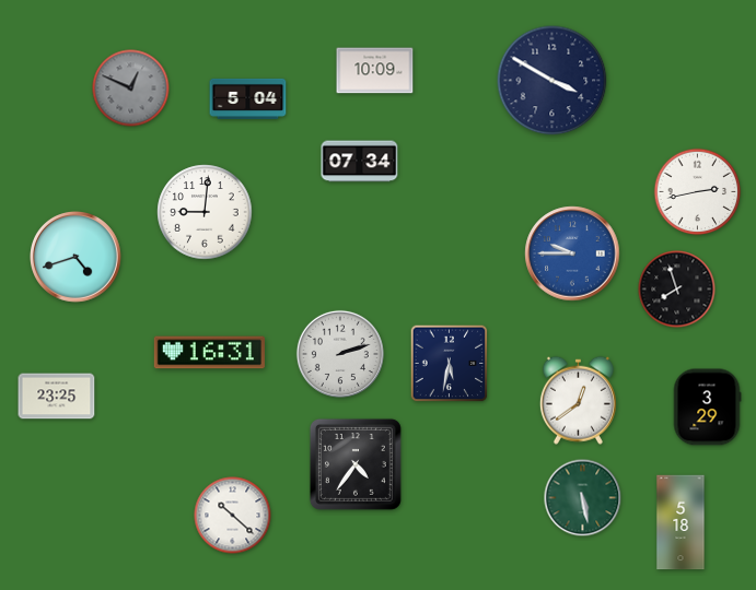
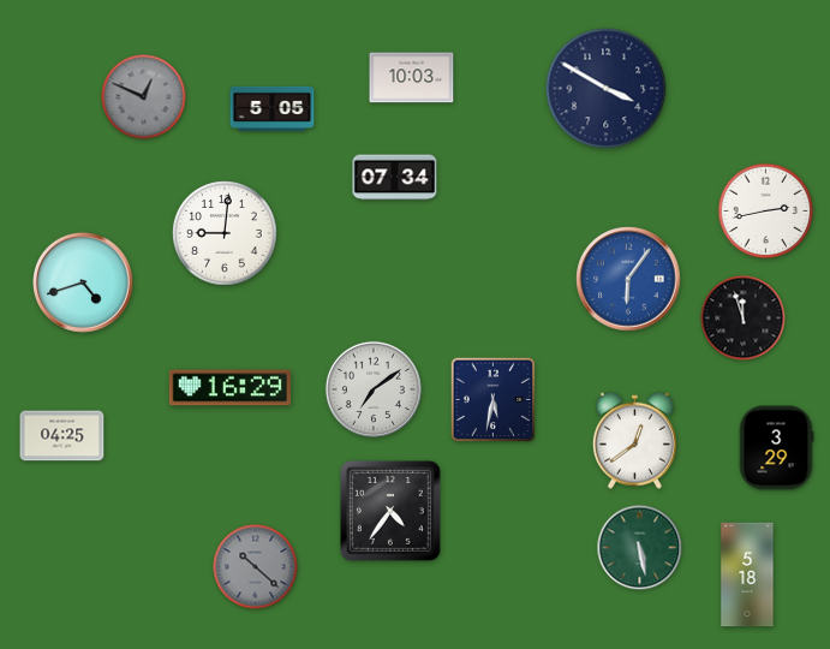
clock at (375, 71): 10:09 -> 10:03
clock at (248, 98): 5:04 -> 5:05
clock at (572, 253): 9:45 -> 6:06
clock at (677, 290): 7:57 -> 11:57
clock at (209, 353): 16:31 -> 16:29
clock at (340, 354): 2:12 -> 7:09
clock at (57, 397): 23:25 -> 04:25
clock at (233, 516) dial: white -> grey
